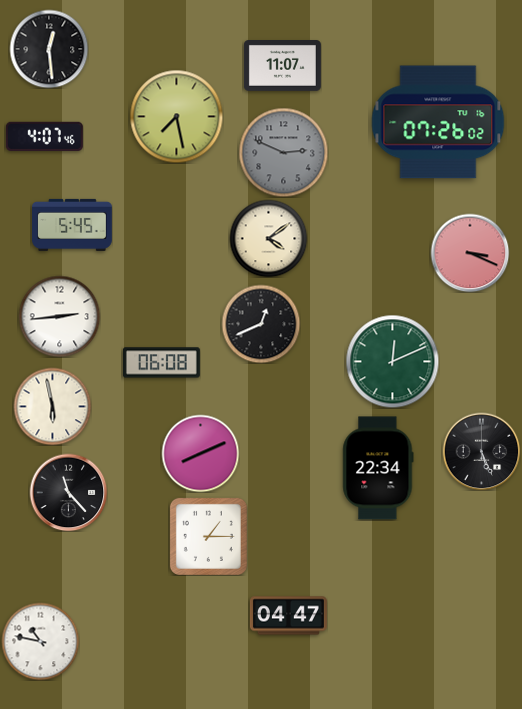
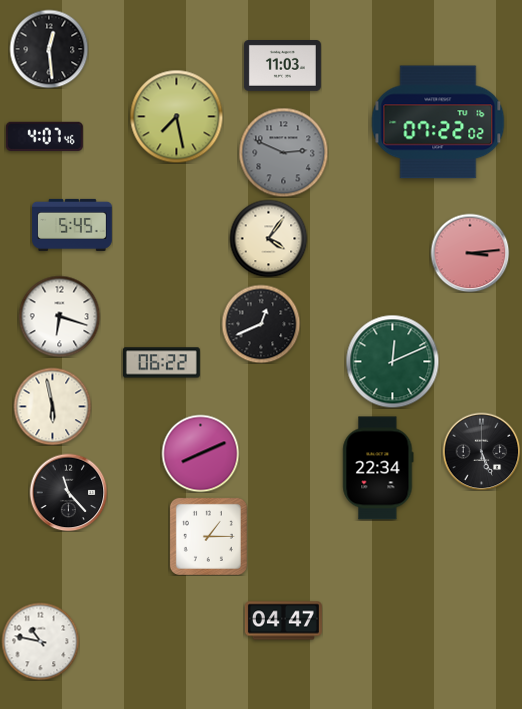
clock at (282, 66): 11:07 -> 11:03
clock at (438, 122): 07:26 -> 07:22
clock at (268, 238): 4:09 -> 4:06
clock at (470, 253): 3:19 -> 3:14
clock at (59, 316): 2:44 -> 6:18
clock at (161, 363): 06:08 -> 06:22
clock at (288, 616) position: (288, 616) -> (283, 621)
